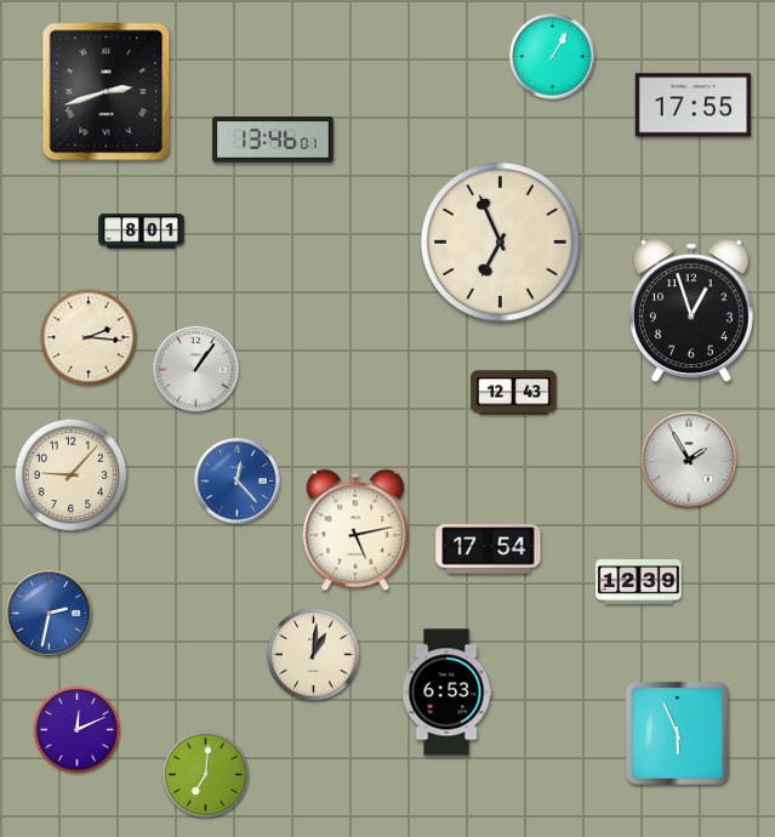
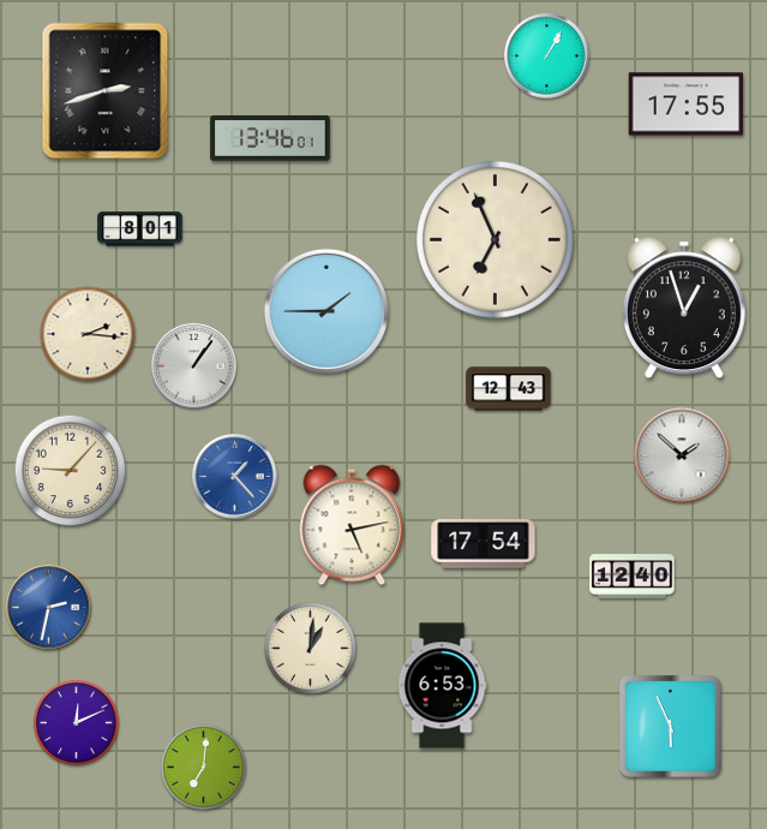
clock at (326, 311): none -> 1:45
clock at (689, 460): 1:55 -> 1:52
clock at (238, 482): 12:23 -> 1:23
clock at (639, 582): 12:39 -> 12:40
